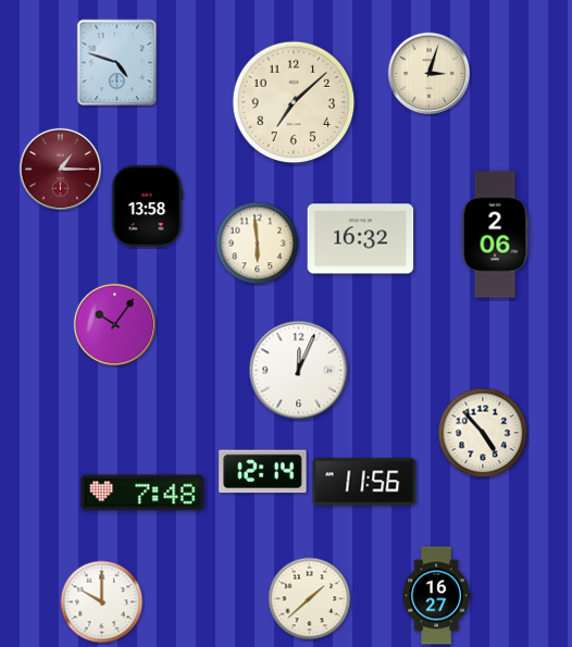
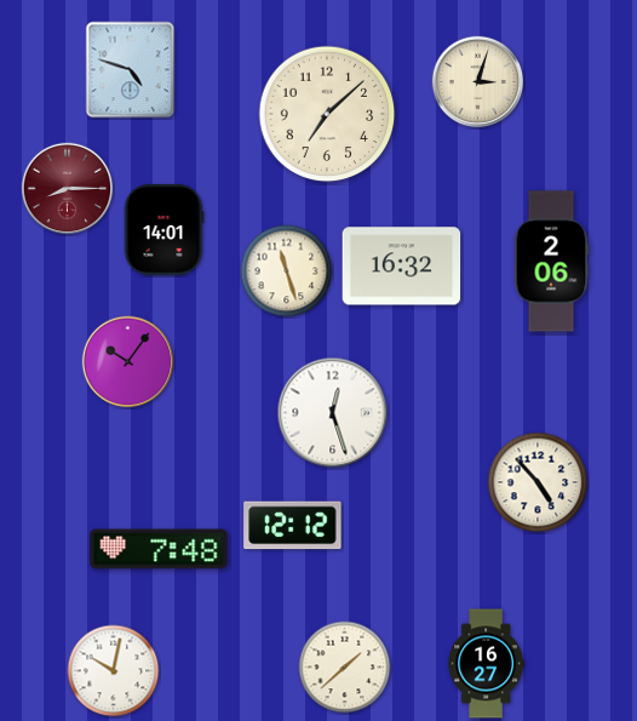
clock at (61, 170): 1:15 -> 8:15
clock at (147, 206): 13:58 -> 14:01
clock at (258, 244): 5:59 -> 11:27
clock at (299, 371): 12:04 -> 12:27
clock at (263, 472): 12:14 -> 12:12
clock at (364, 482): 11:56 -> none
clock at (102, 602): 10:00 -> 10:02
